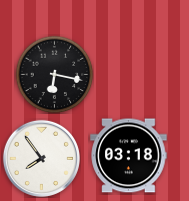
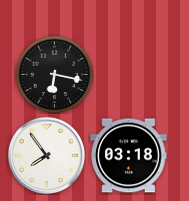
clock at (41, 158) position: (41, 158) -> (46, 155)
